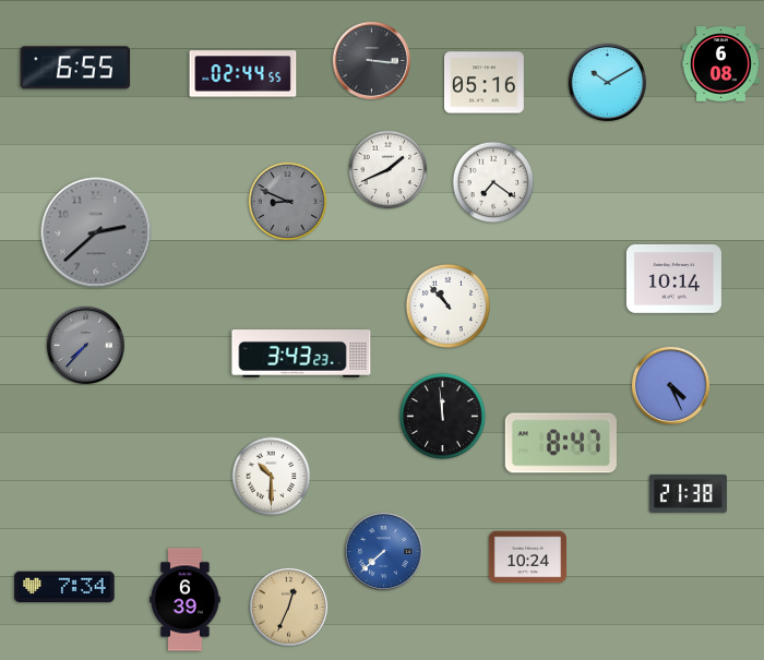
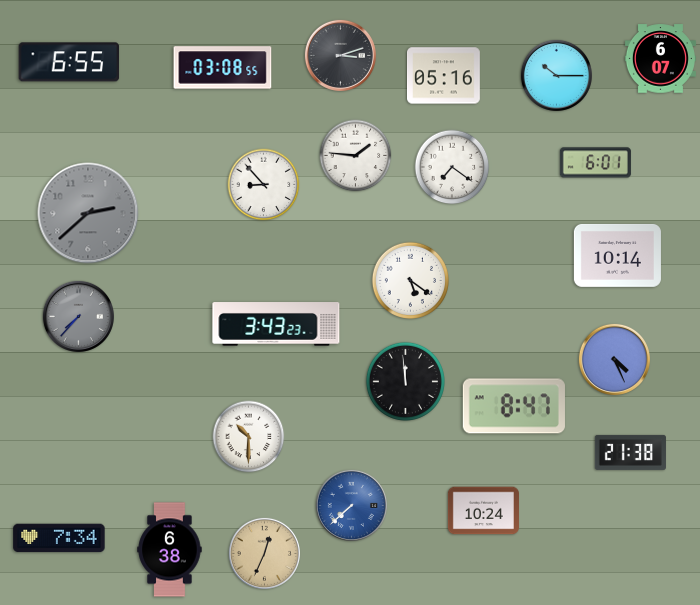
clock at (371, 60): 3:16 -> 3:12
clock at (720, 64): 6:08 -> 6:07
clock at (243, 74): 02:44 -> 03:08
clock at (607, 82): 10:10 -> 10:15
clock at (389, 170): 1:41 -> 1:46
clock at (595, 163): none -> 6:01
clock at (288, 202): 8:49 -> 8:53
clock at (288, 202) dial: grey -> white
clock at (447, 305): 10:53 -> 5:21
clock at (670, 385) position: (670, 385) -> (614, 359)
clock at (186, 600): 6:39 -> 6:38
clock at (288, 607) position: (288, 607) -> (264, 553)
